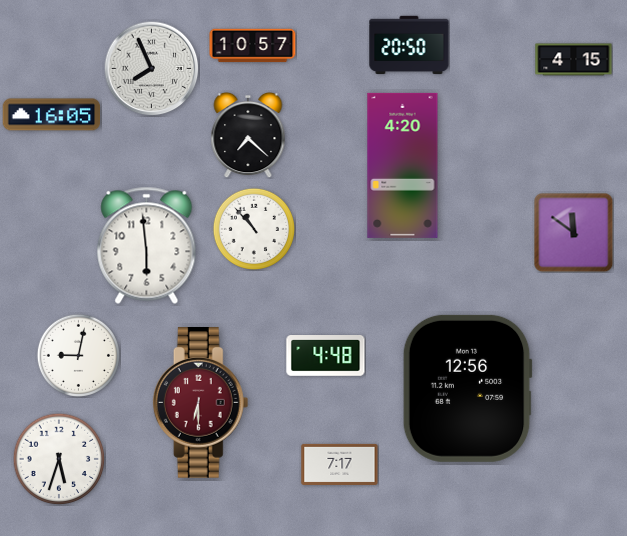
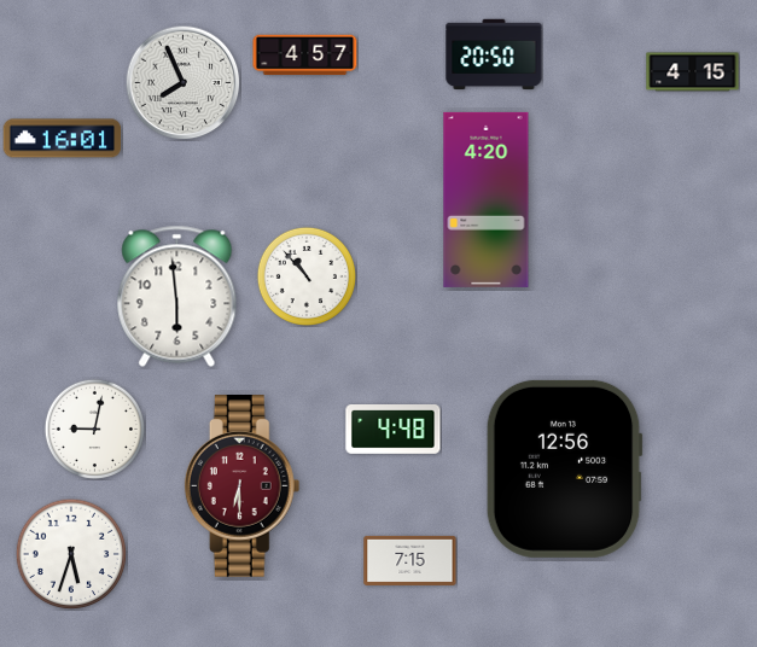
clock at (253, 46): 10:57 -> 4:57
clock at (52, 115): 16:05 -> 16:01
clock at (248, 135): 7:22 -> none
clock at (573, 232): 11:51 -> none
clock at (340, 464): 7:17 -> 7:15
